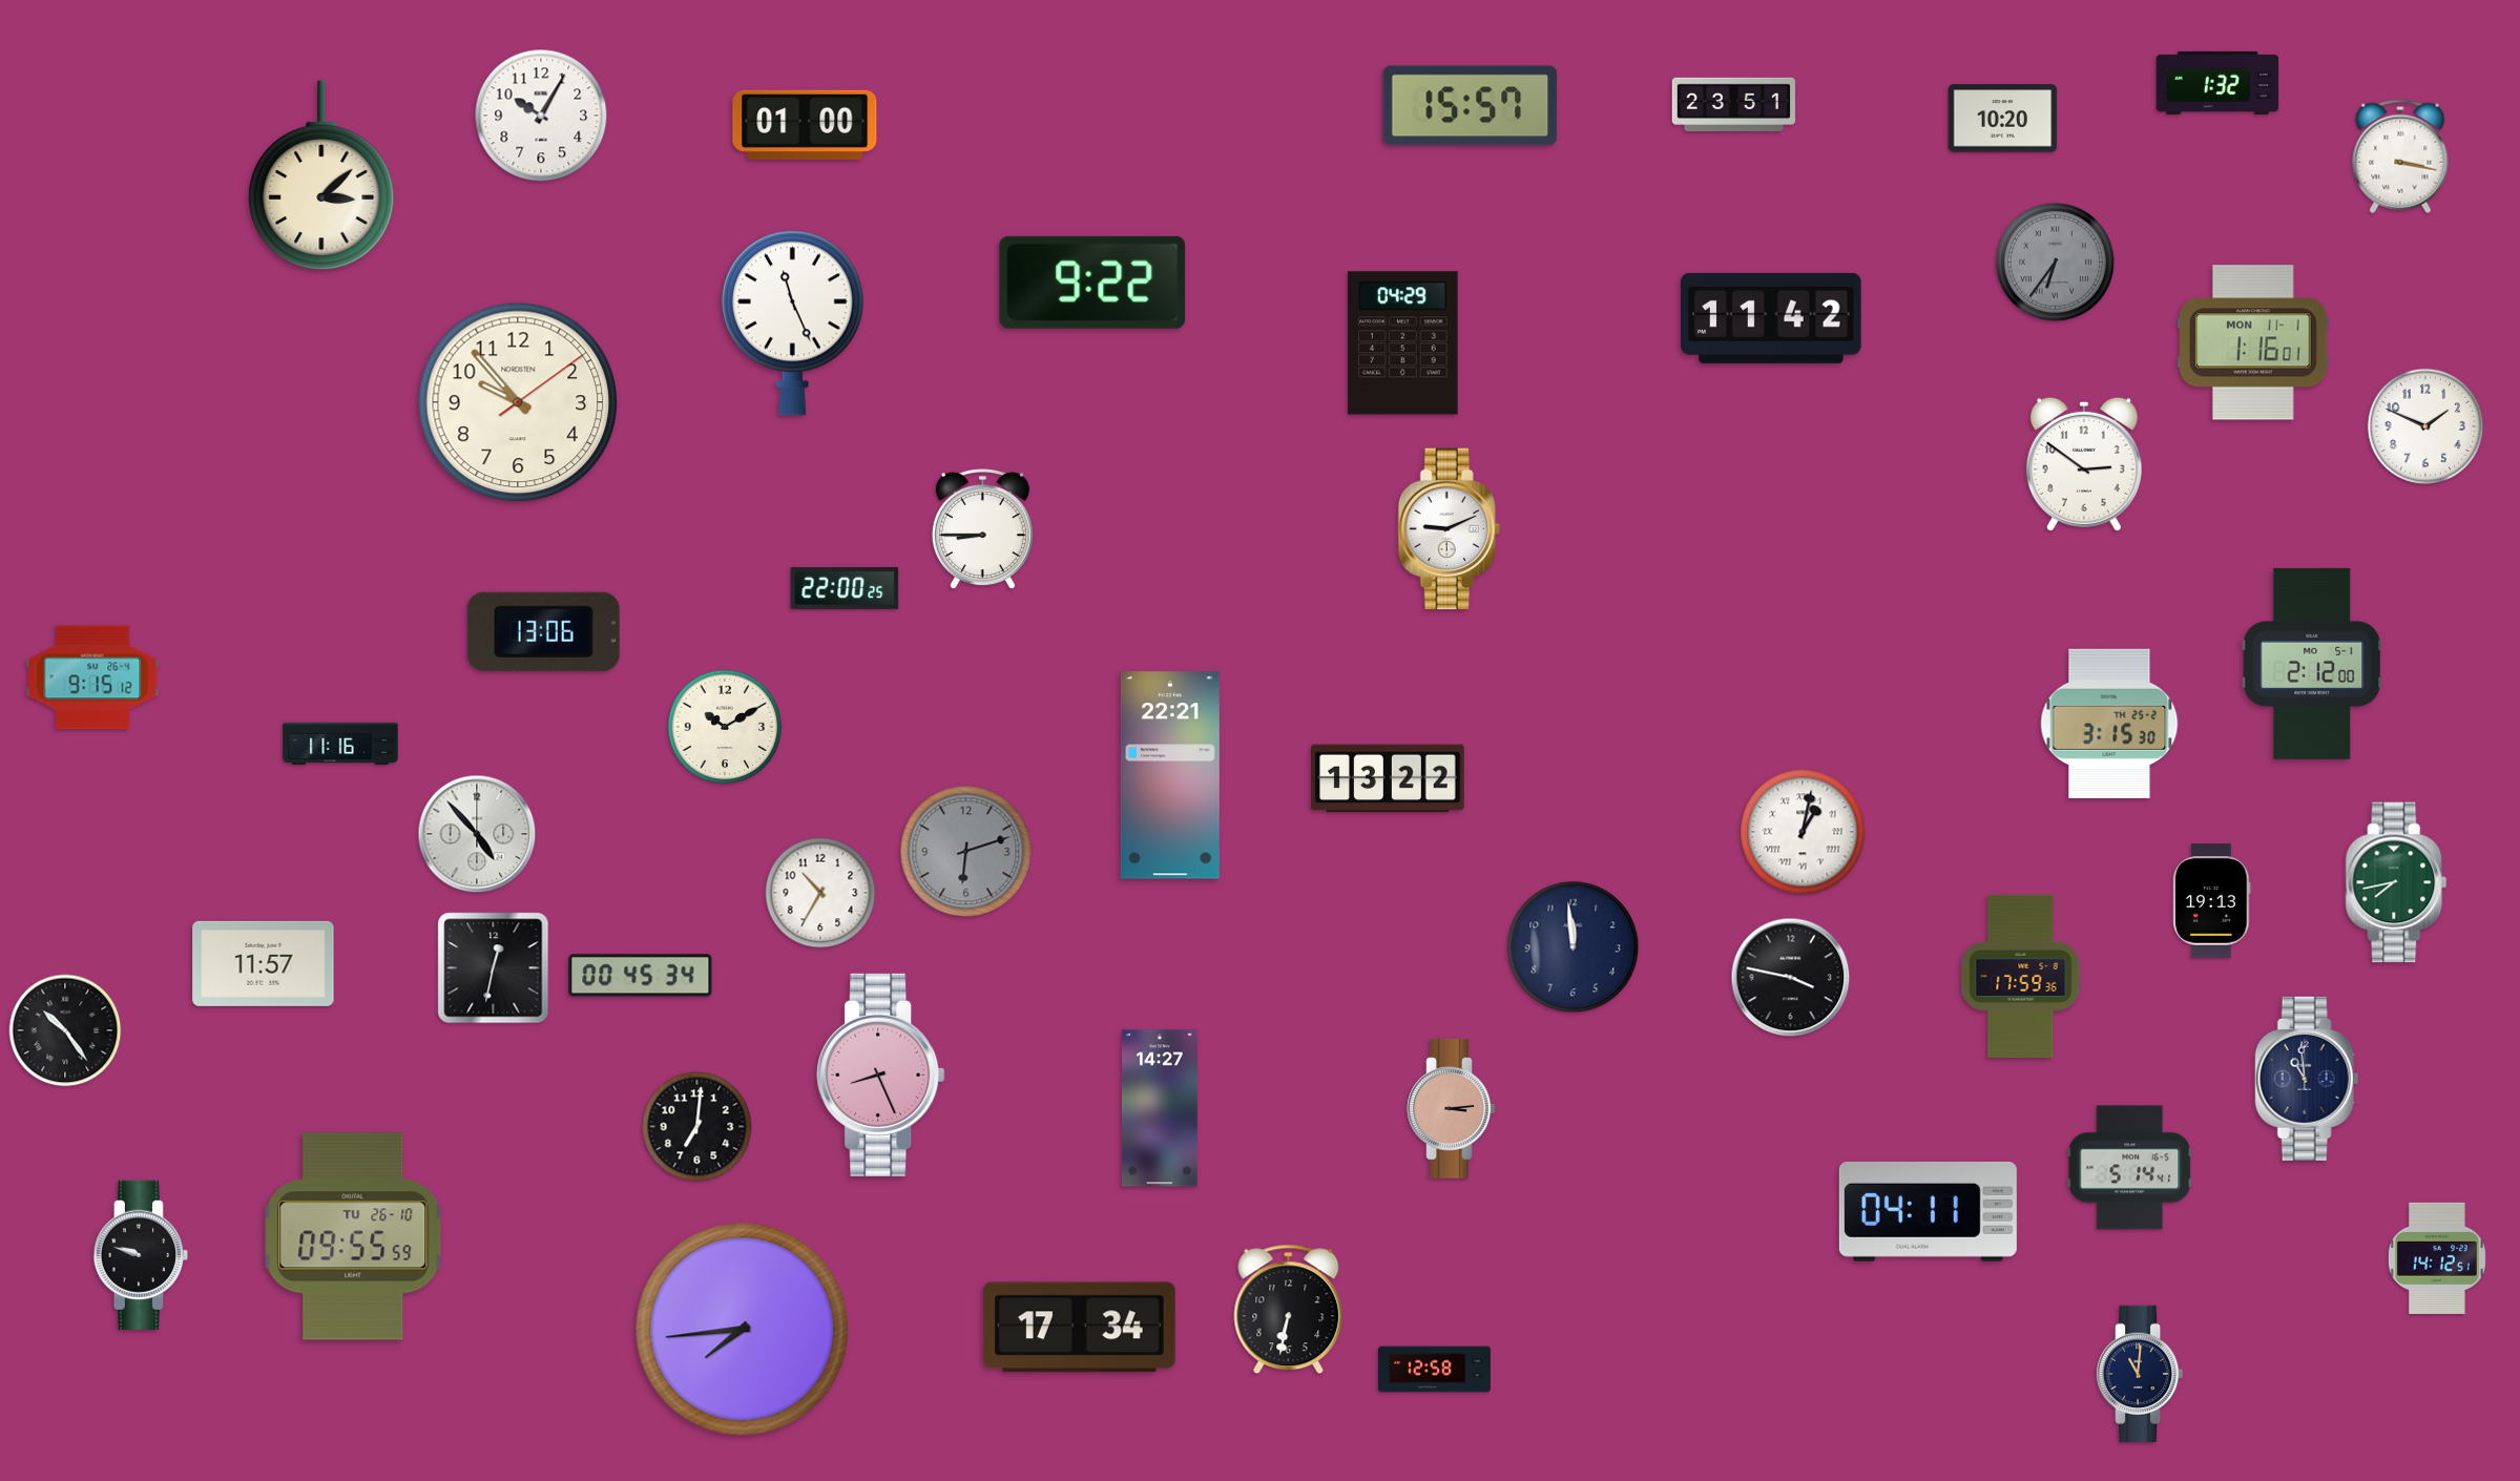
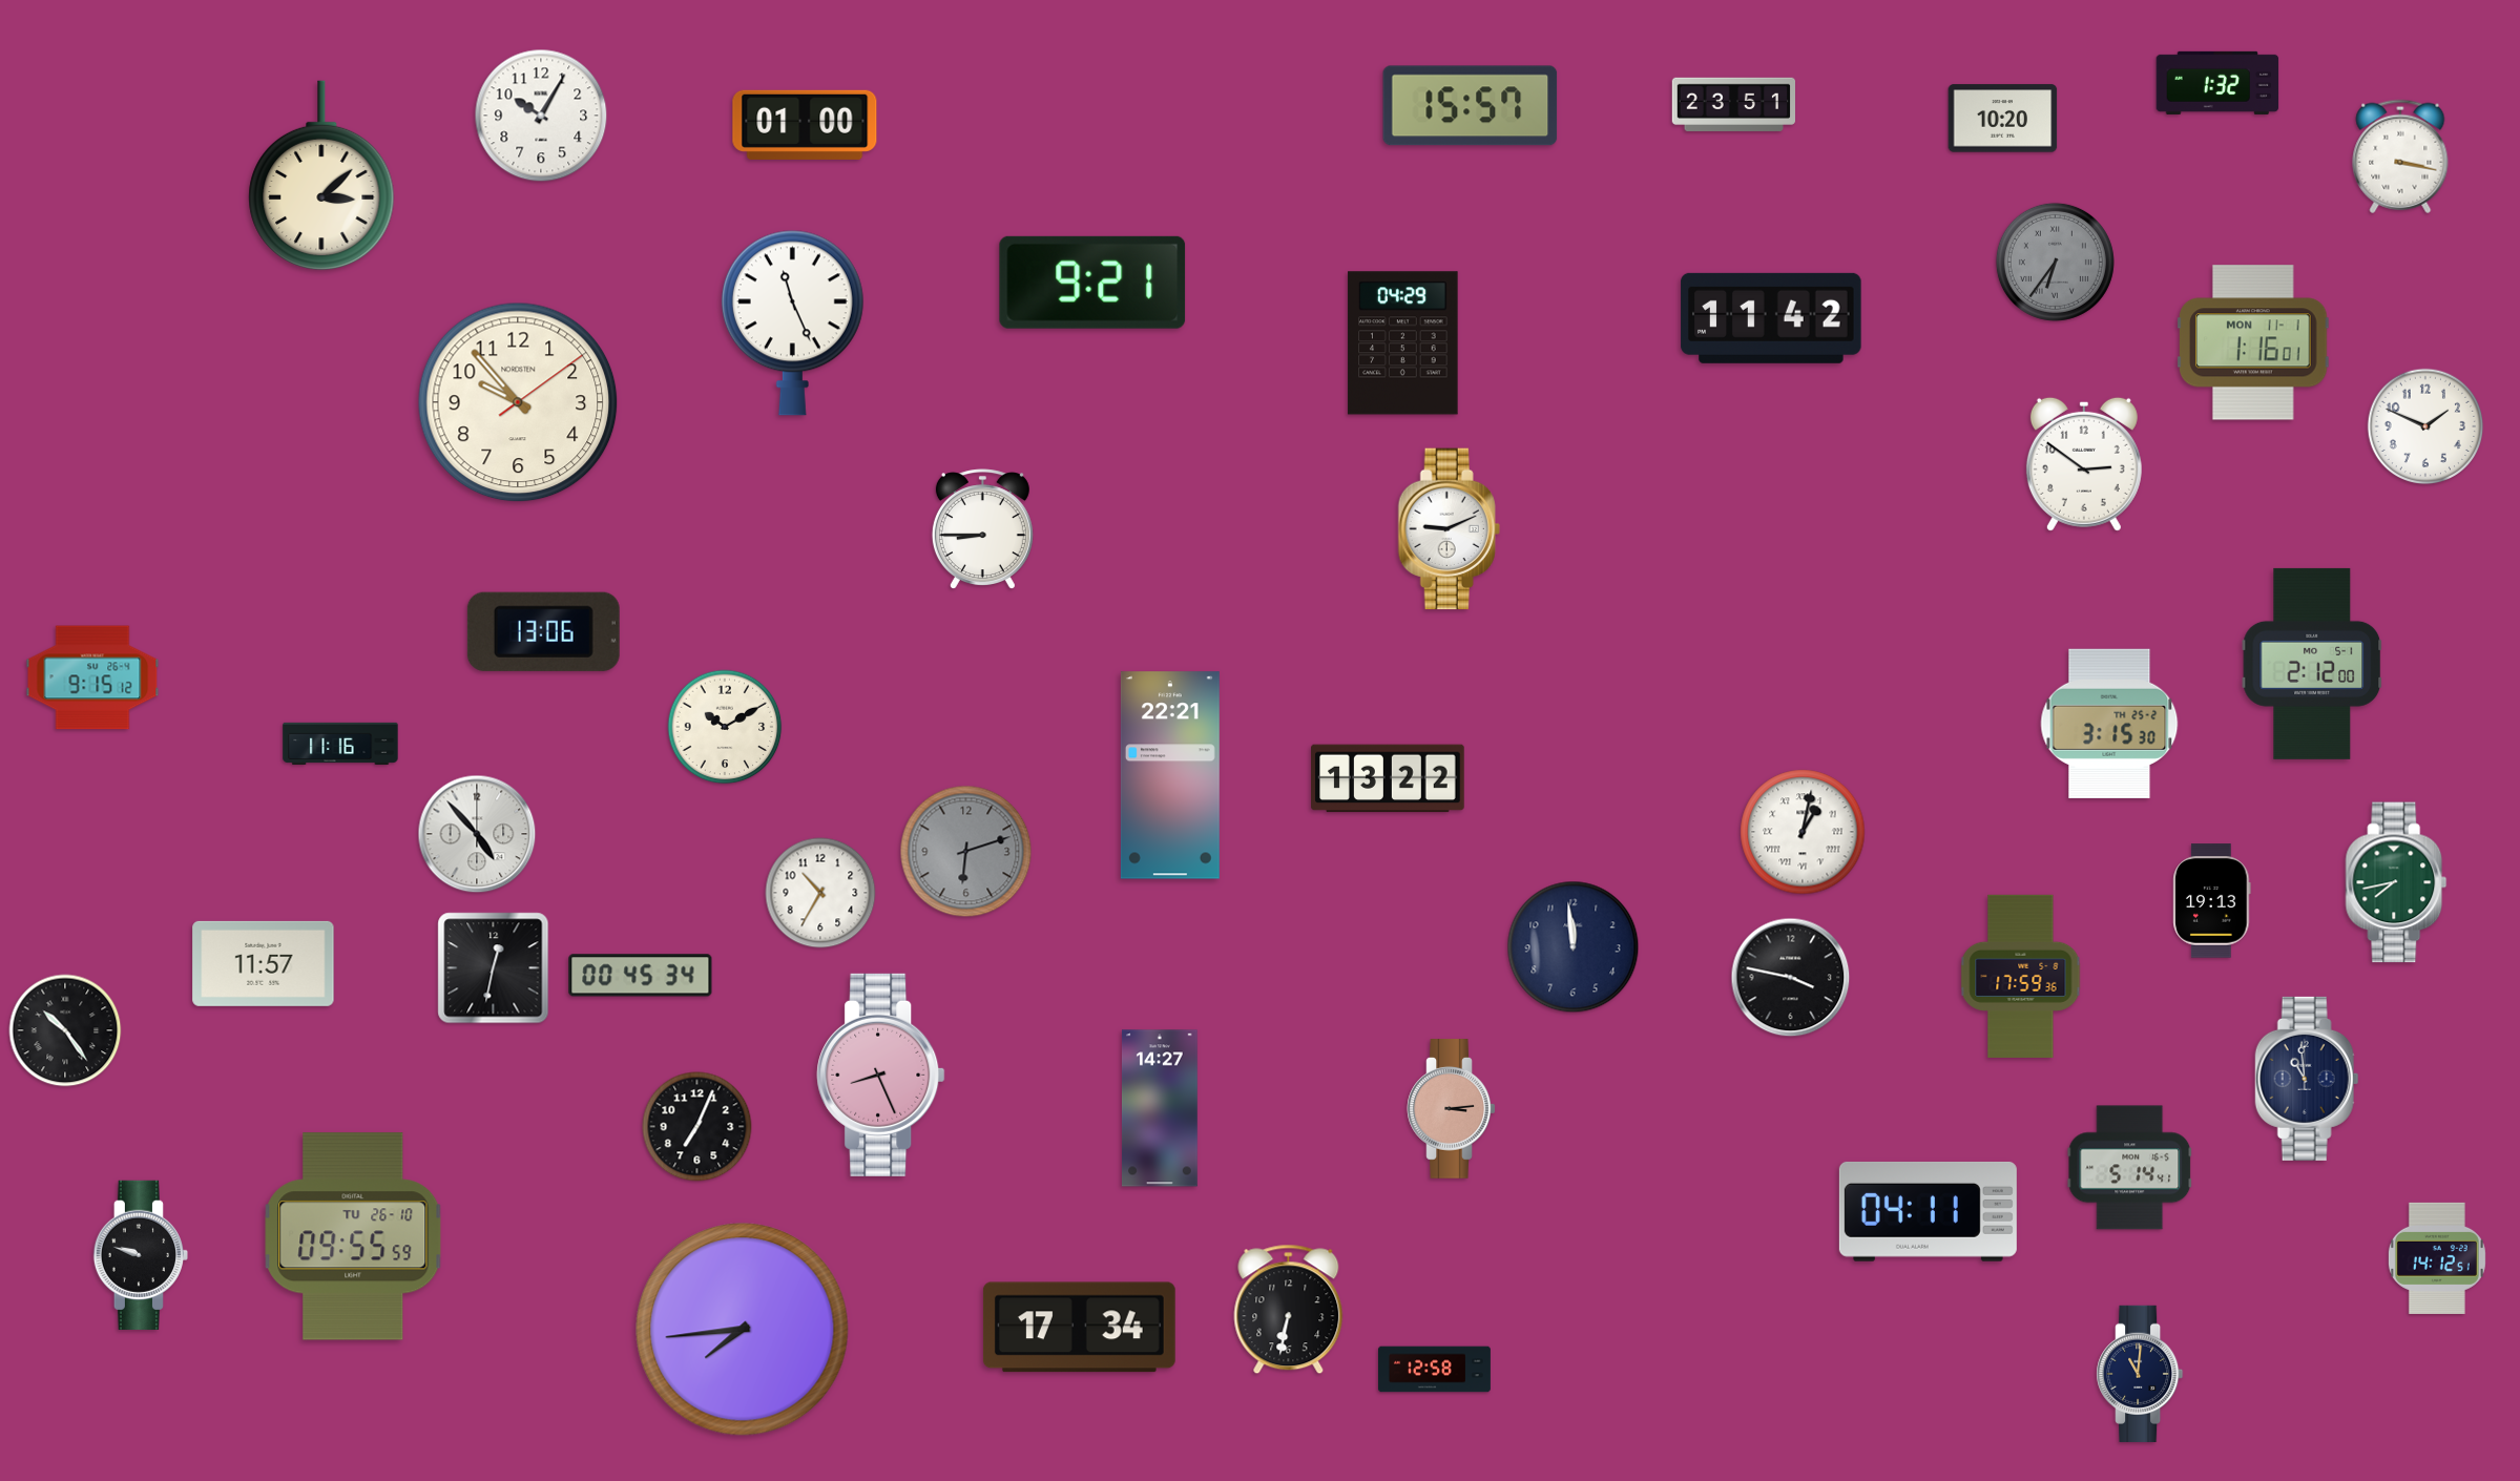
clock at (1092, 283): 9:22 -> 9:21
clock at (845, 588): 22:00 -> none
clock at (697, 1127): 7:01 -> 7:04
